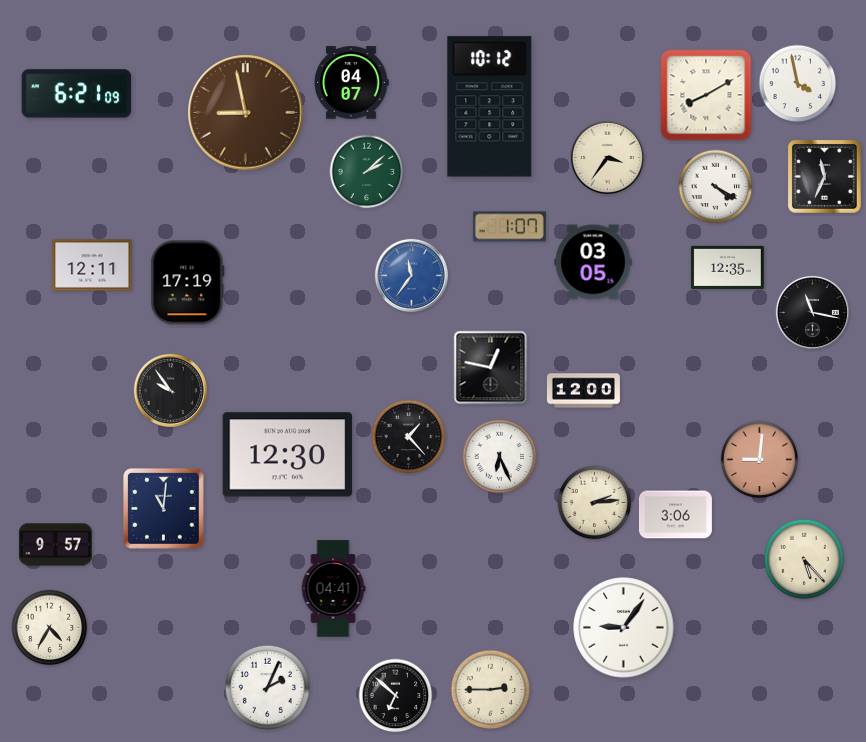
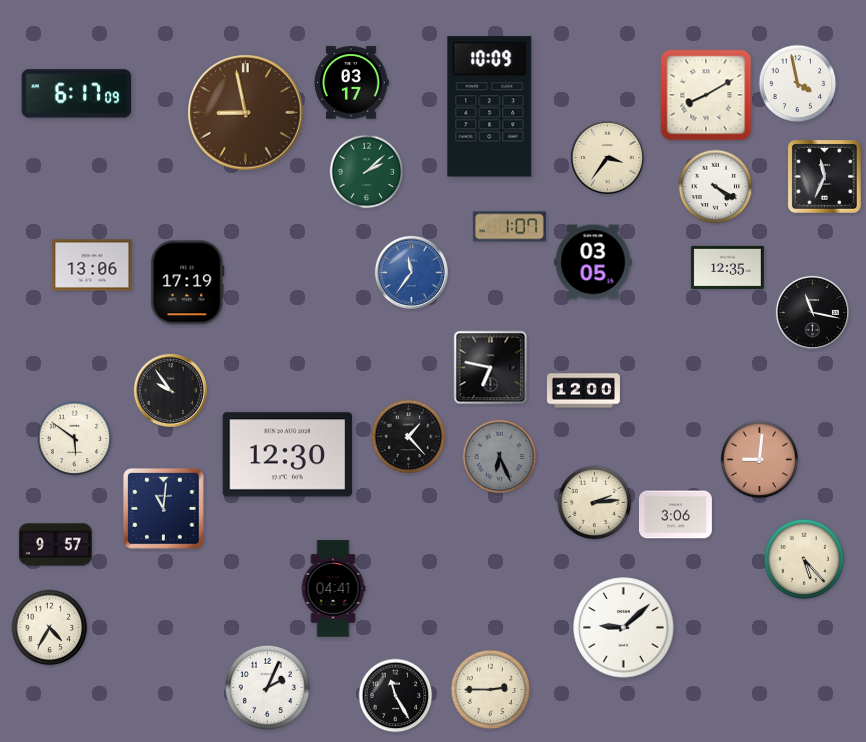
clock at (351, 83): 04:07 -> 03:17
clock at (77, 94): 6:21 -> 6:17
clock at (490, 107): 10:12 -> 10:09
clock at (92, 265): 12:11 -> 13:06
clock at (411, 275) position: (411, 275) -> (411, 272)
clock at (491, 368): 12:47 -> 6:47
clock at (75, 439): none -> 5:51
clock at (500, 457) dial: white -> grey
clock at (624, 628): 9:06 -> 9:08
clock at (396, 696): 6:52 -> 11:25
